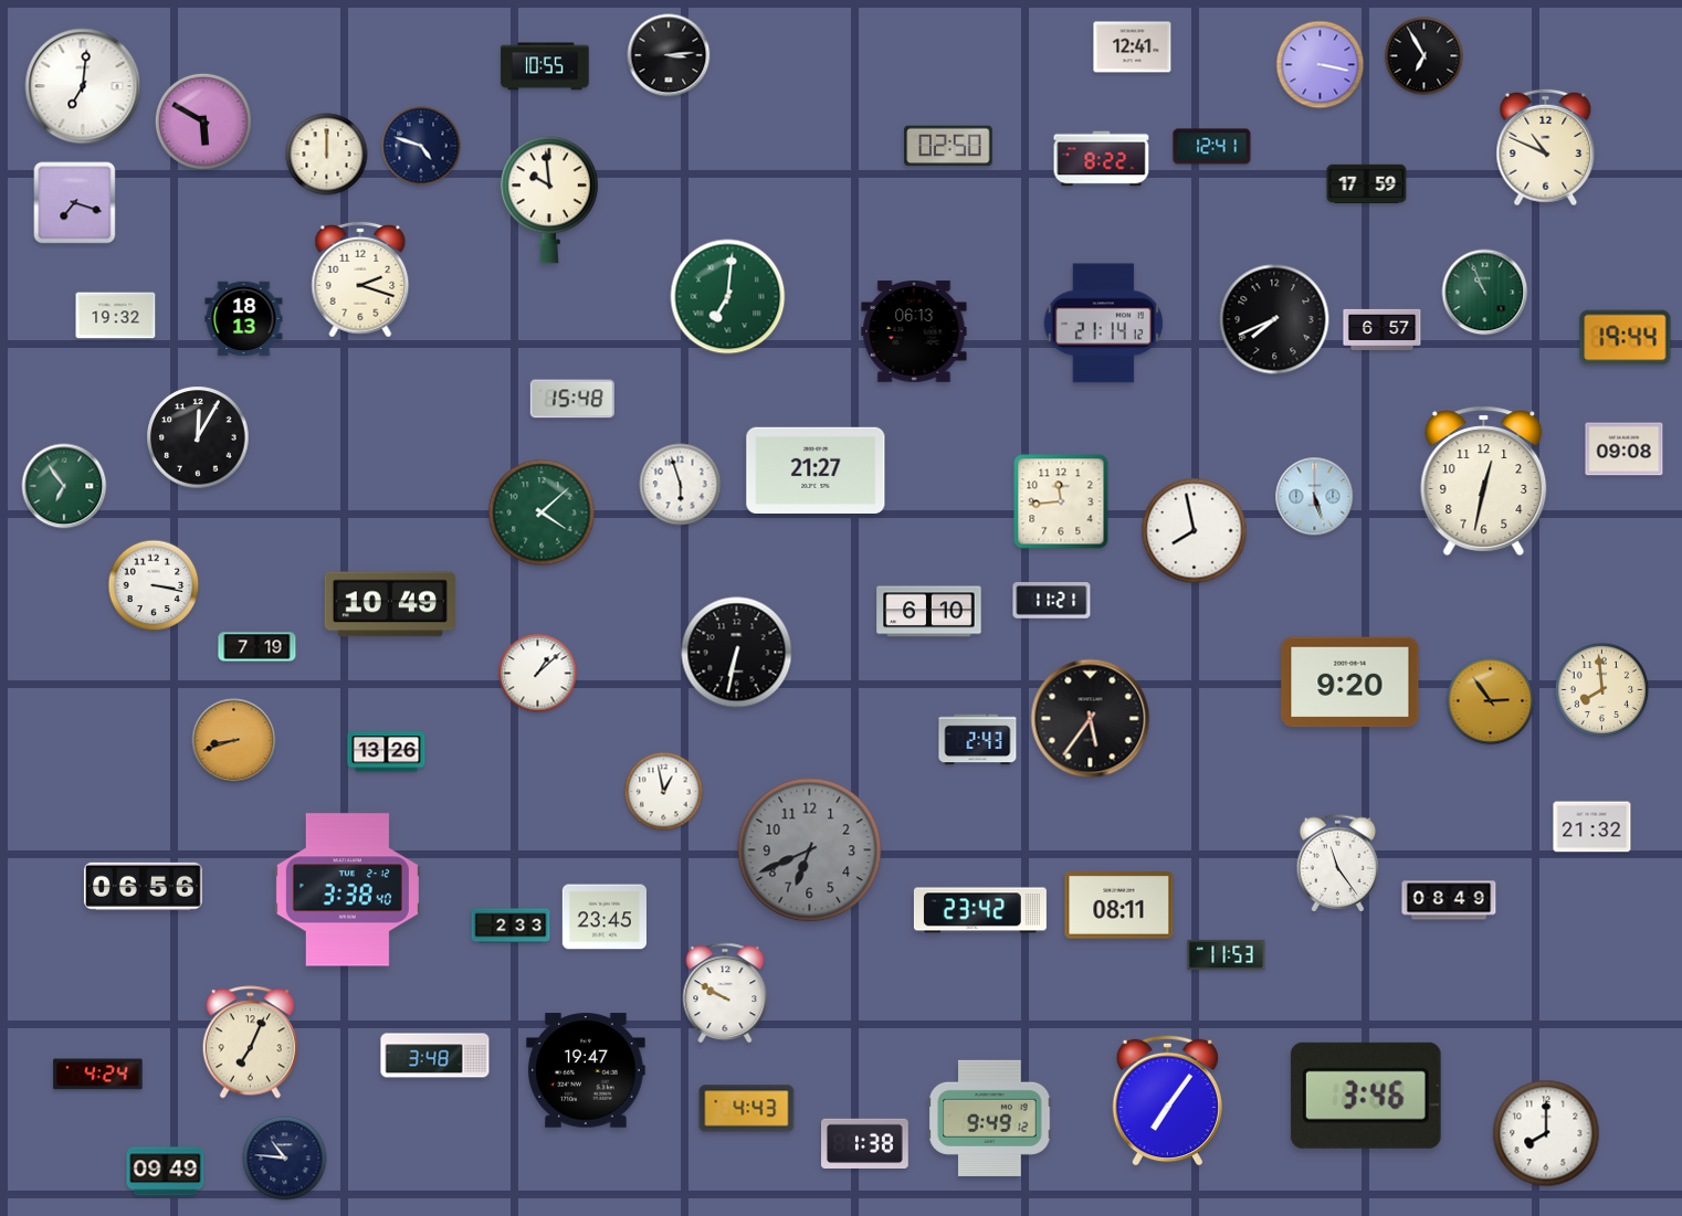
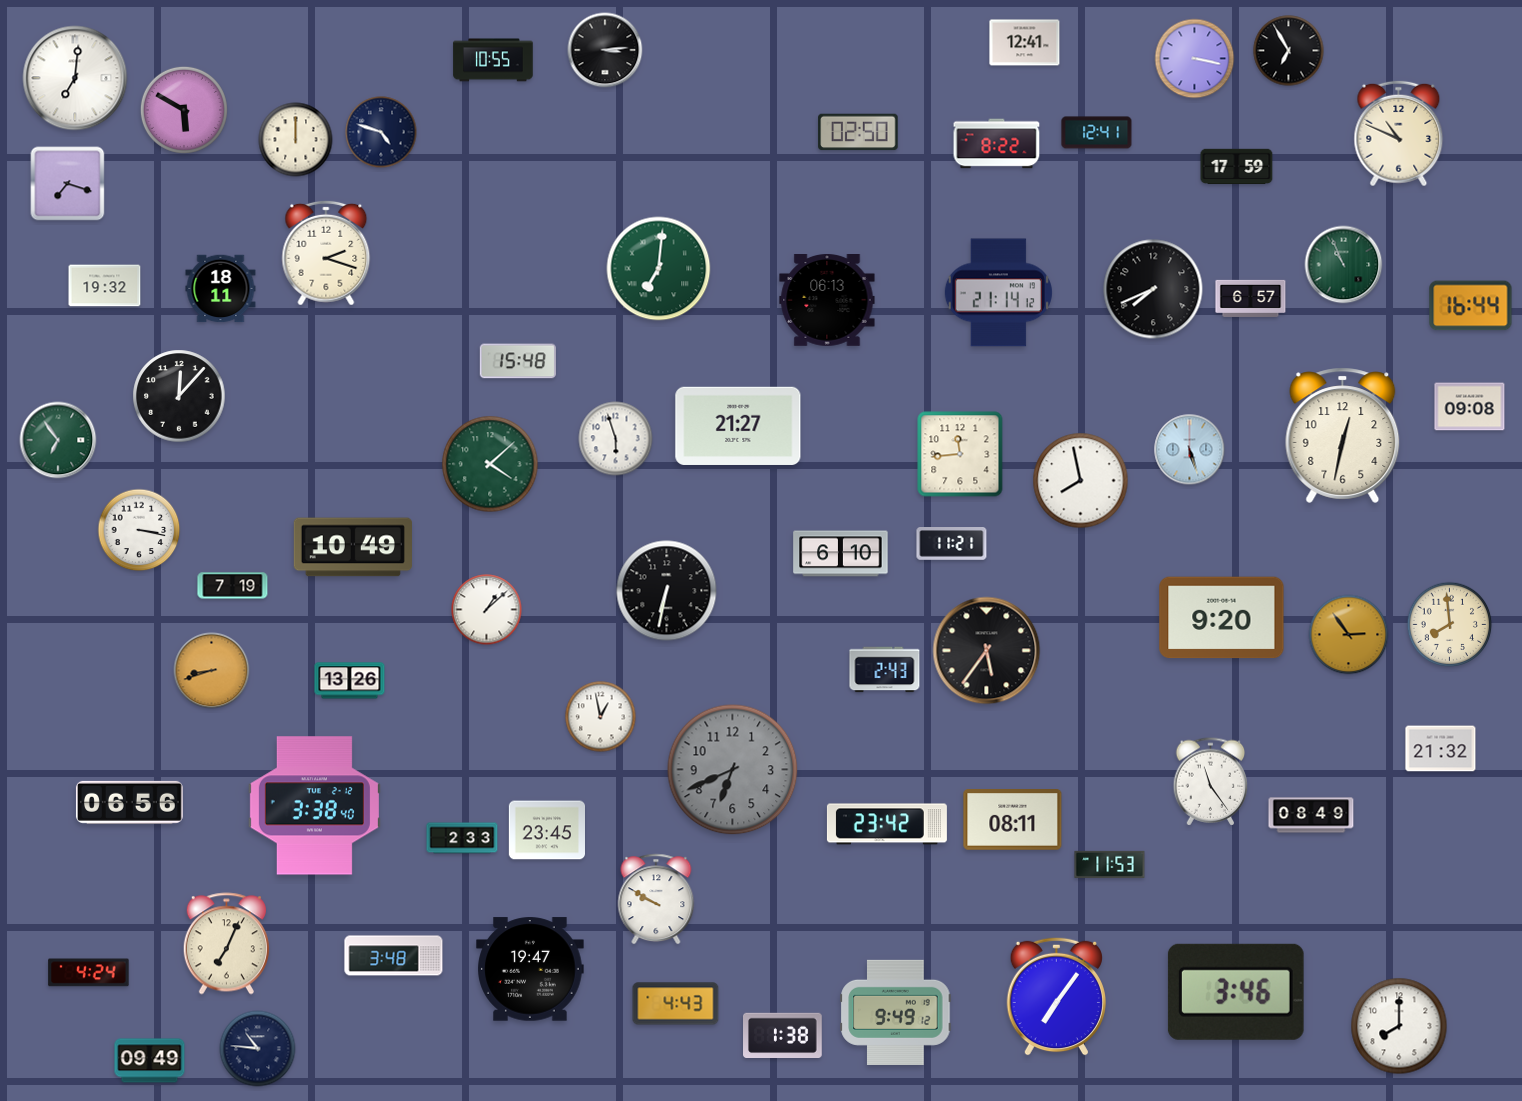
clock at (549, 200): 9:59 -> none
clock at (244, 319): 18:13 -> 18:11
clock at (1626, 338): 19:44 -> 16:44
clock at (198, 437): 12:05 -> 12:07
